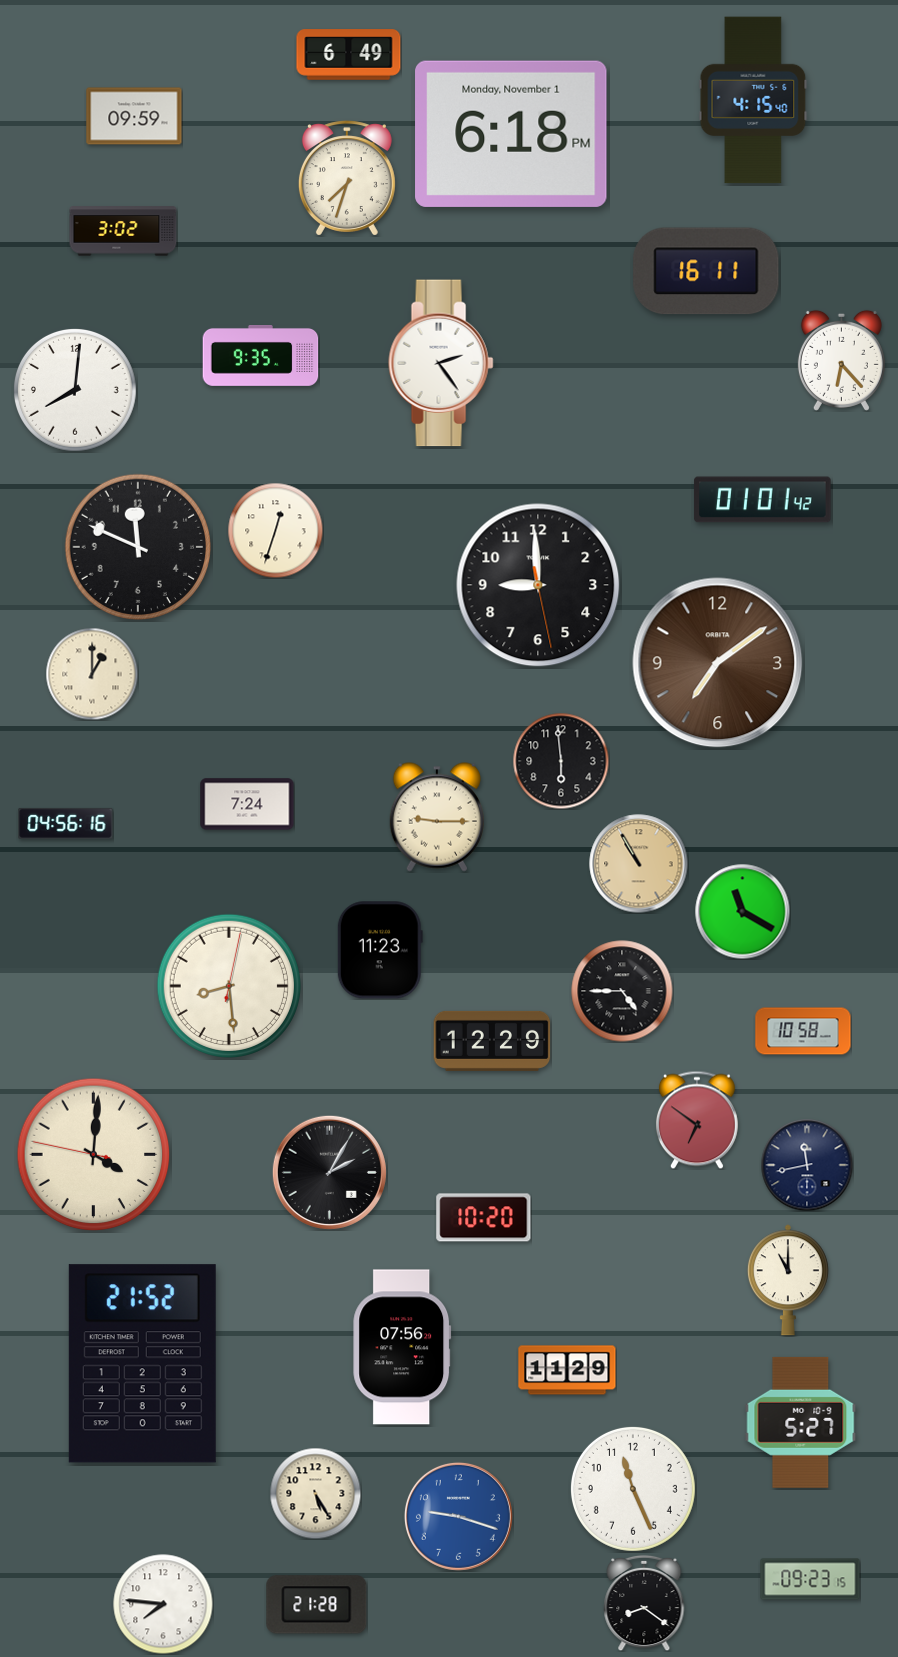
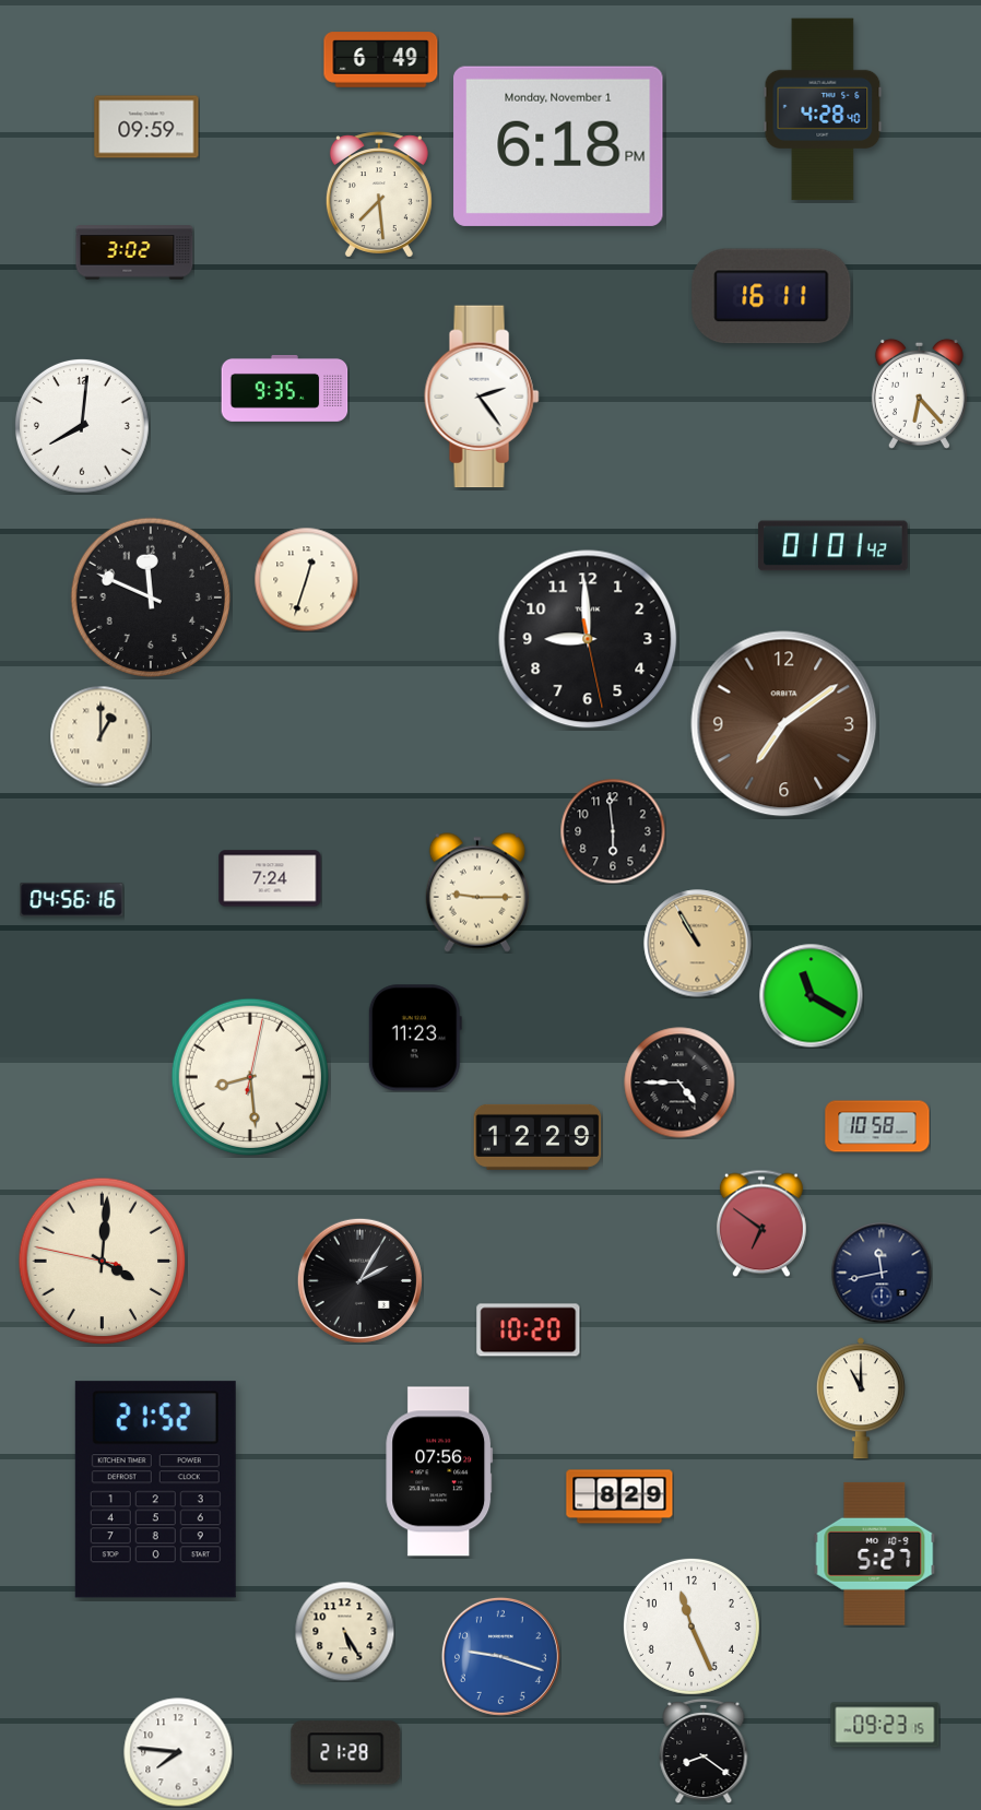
clock at (753, 100): 4:15 -> 4:28
clock at (347, 178): 7:33 -> 7:29
clock at (275, 530) position: (275, 530) -> (306, 579)
clock at (567, 1370): 11:29 -> 8:29
